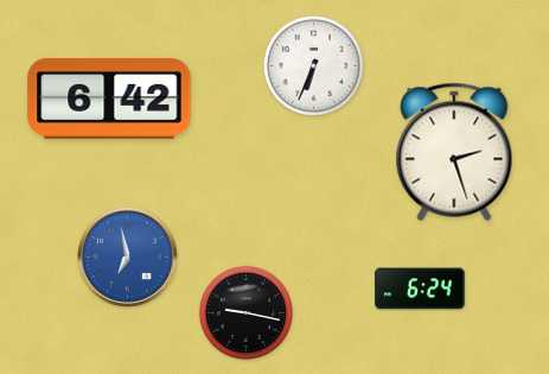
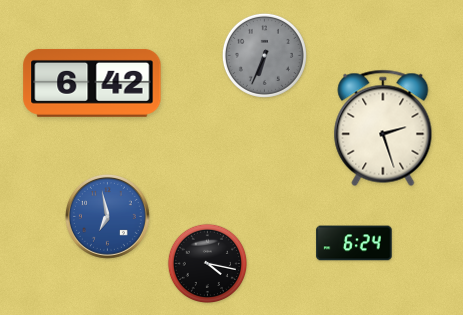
clock at (313, 65) dial: white -> grey
clock at (245, 312): 9:17 -> 4:17
